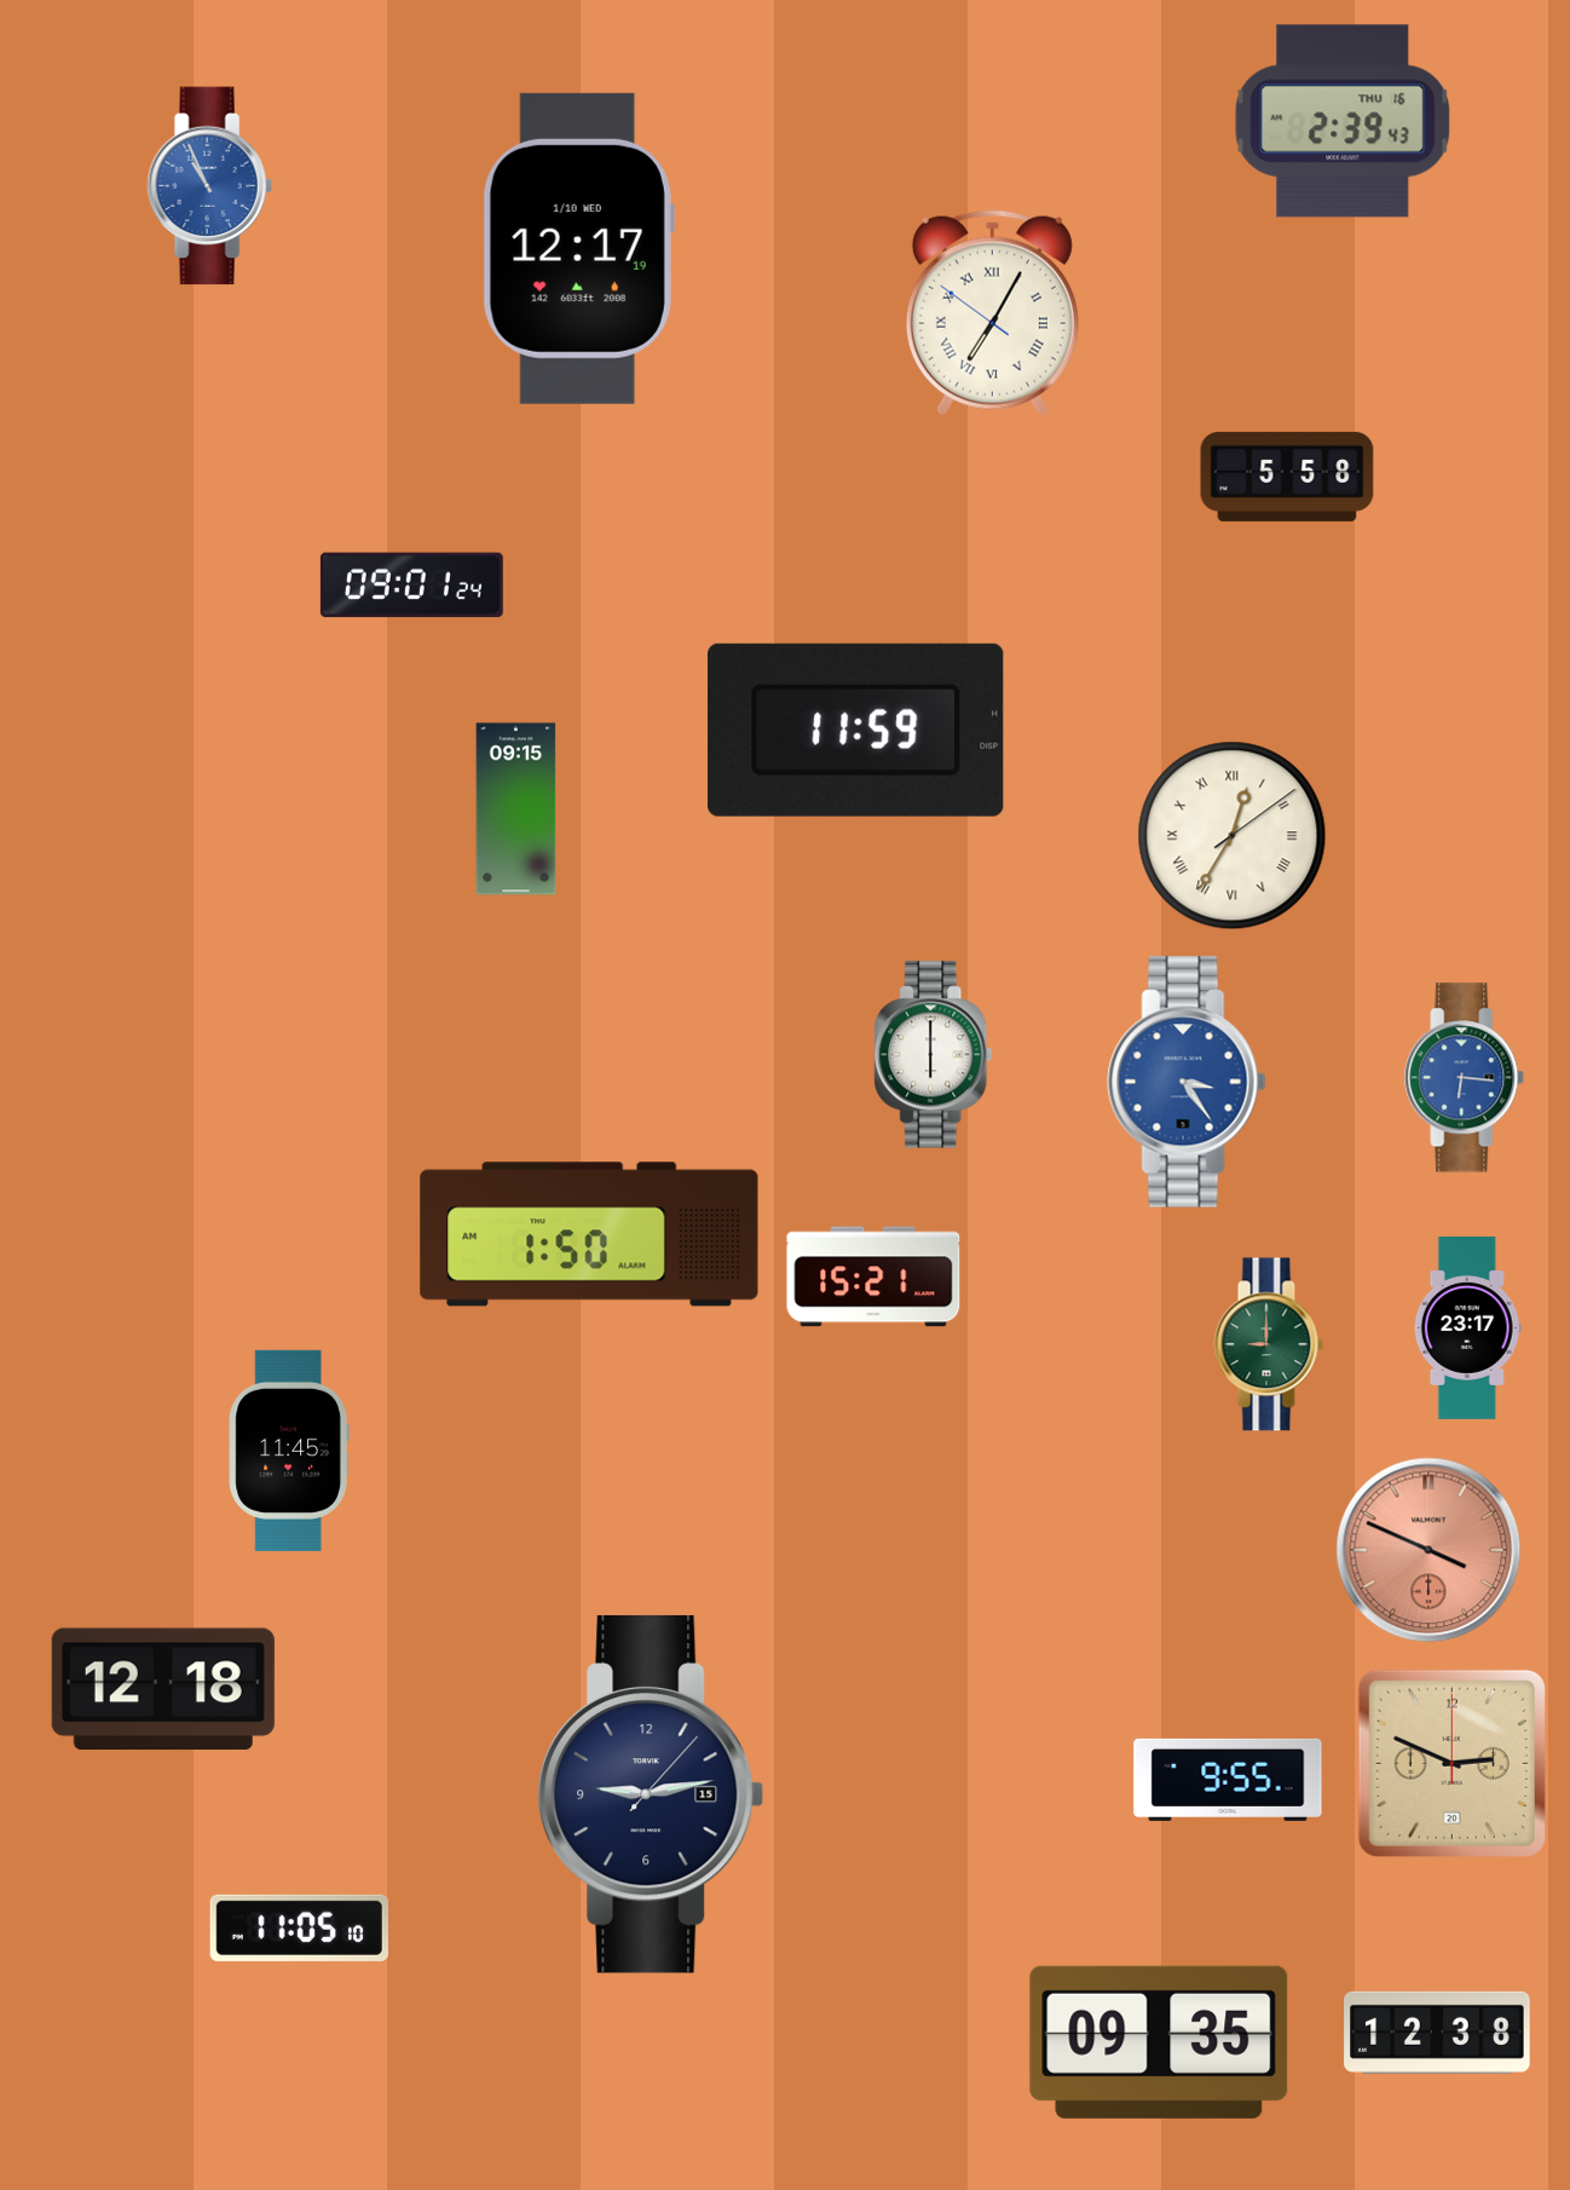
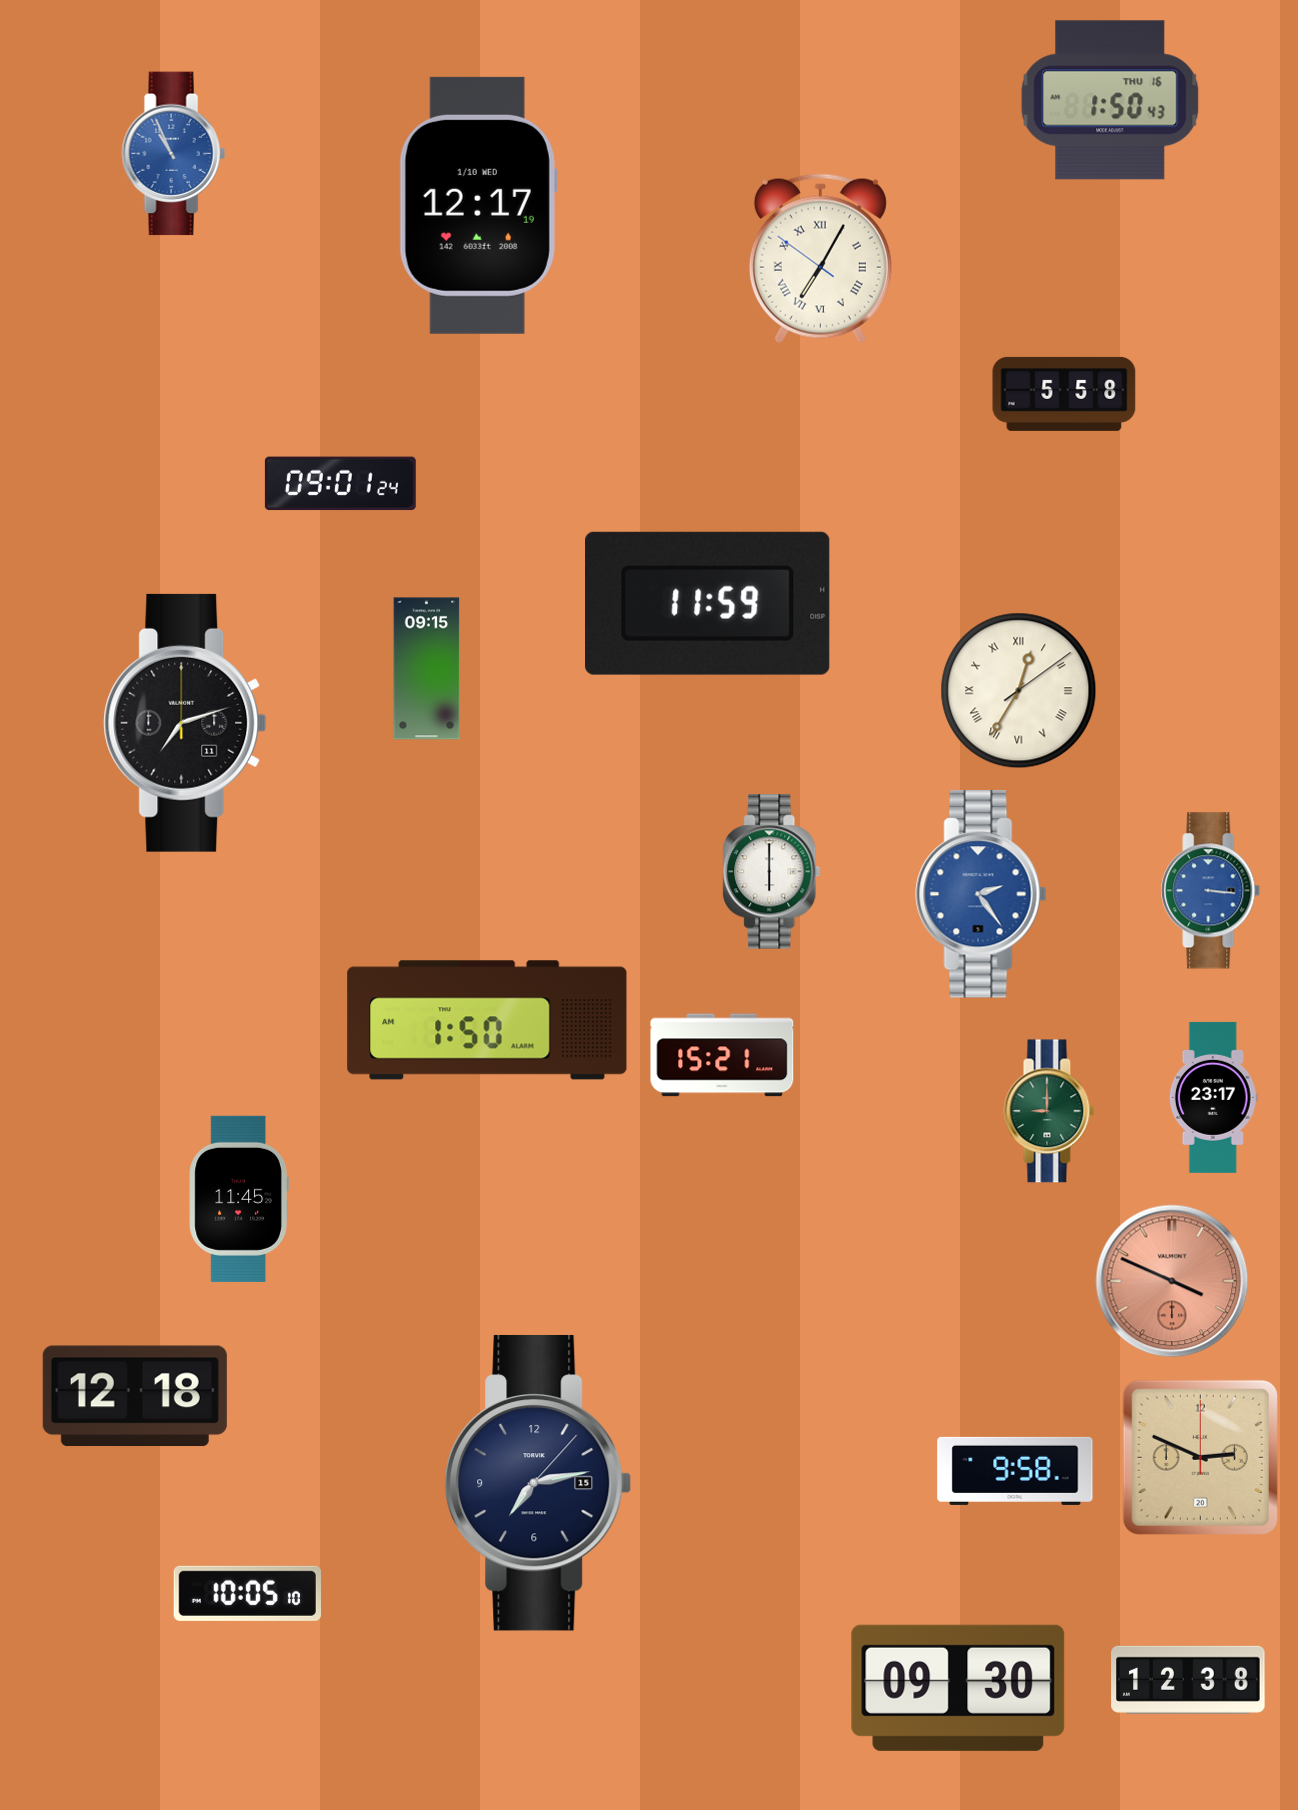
clock at (1343, 121): 2:39 -> 1:50
clock at (185, 723): none -> 7:12
clock at (1465, 1078): 6:16 -> 3:16
clock at (1187, 1082): 3:24 -> 2:24
clock at (1428, 1550) position: (1428, 1550) -> (1172, 1281)
clock at (1228, 1780): 9:55 -> 9:58
clock at (651, 1794): 9:13 -> 7:13
clock at (299, 1927): 11:05 -> 10:05
clock at (1159, 2042): 09:35 -> 09:30
